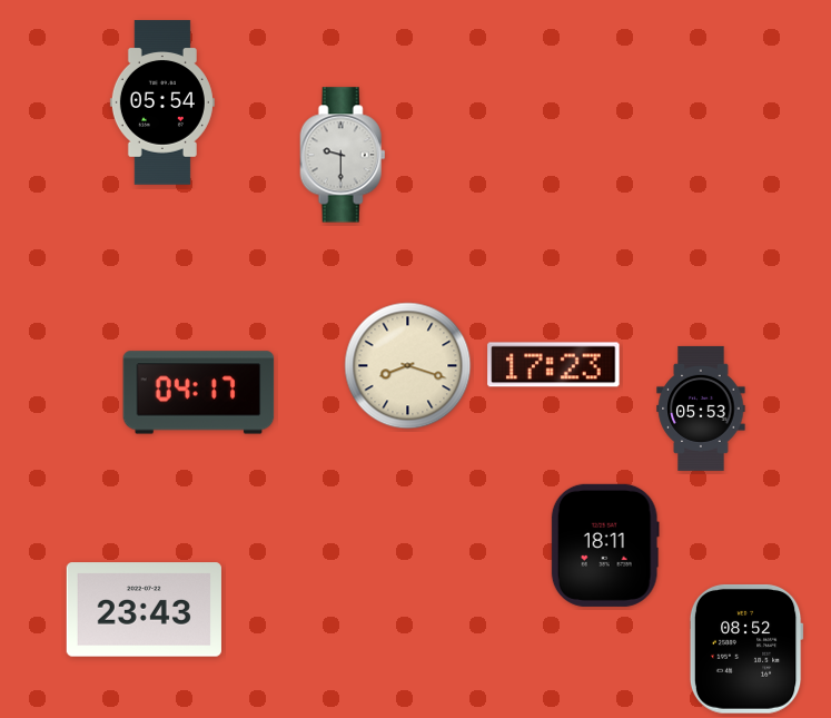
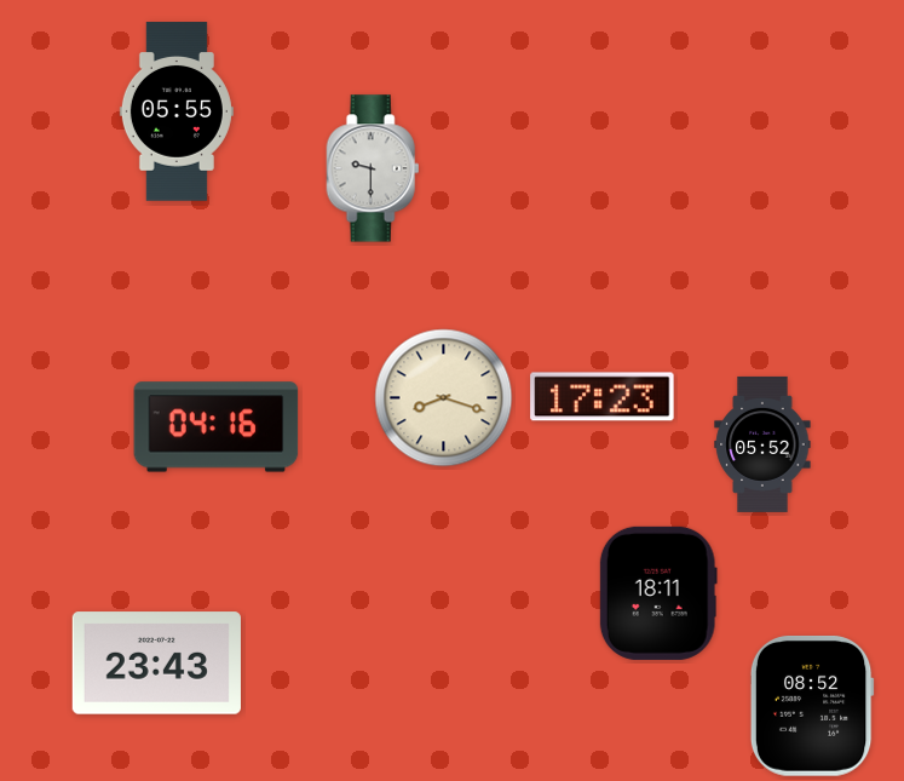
clock at (162, 102): 05:54 -> 05:55
clock at (199, 393): 04:17 -> 04:16
clock at (701, 409): 05:53 -> 05:52
